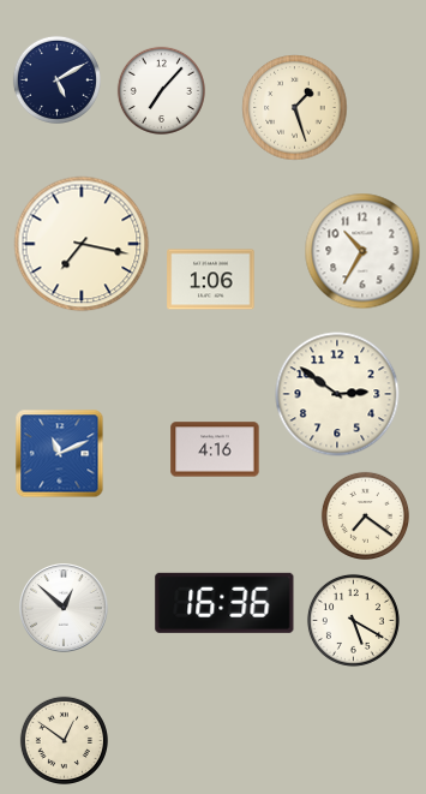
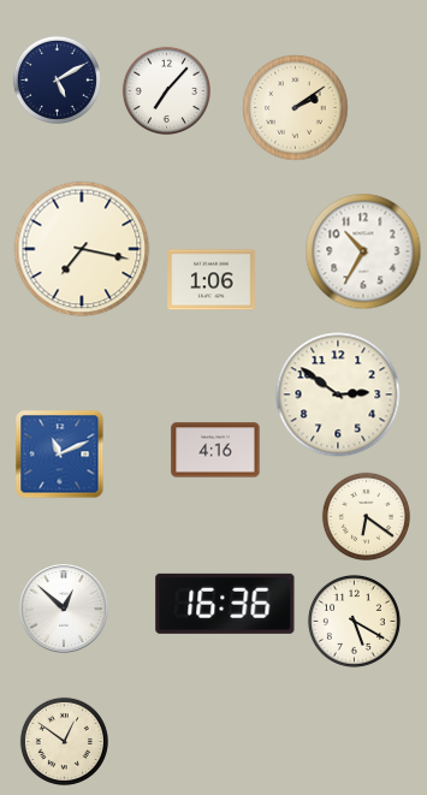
clock at (161, 90) position: (161, 90) -> (166, 90)
clock at (295, 108): 1:27 -> 2:09
clock at (82, 244) position: (82, 244) -> (82, 249)
clock at (365, 515): 7:21 -> 6:21
